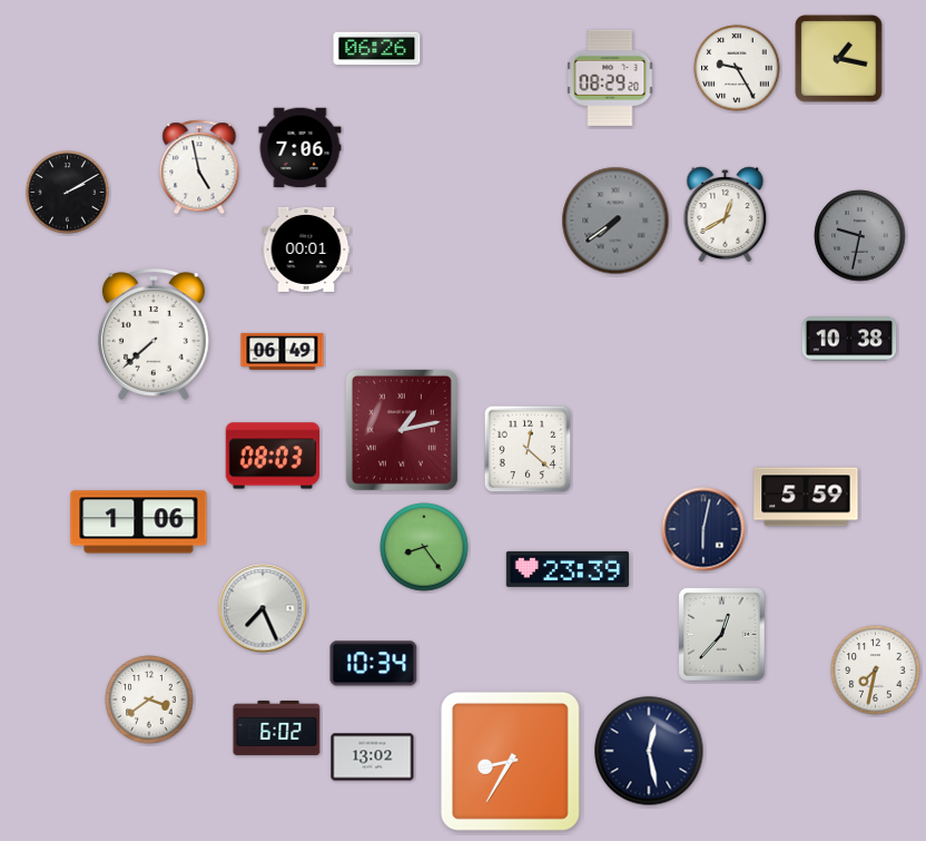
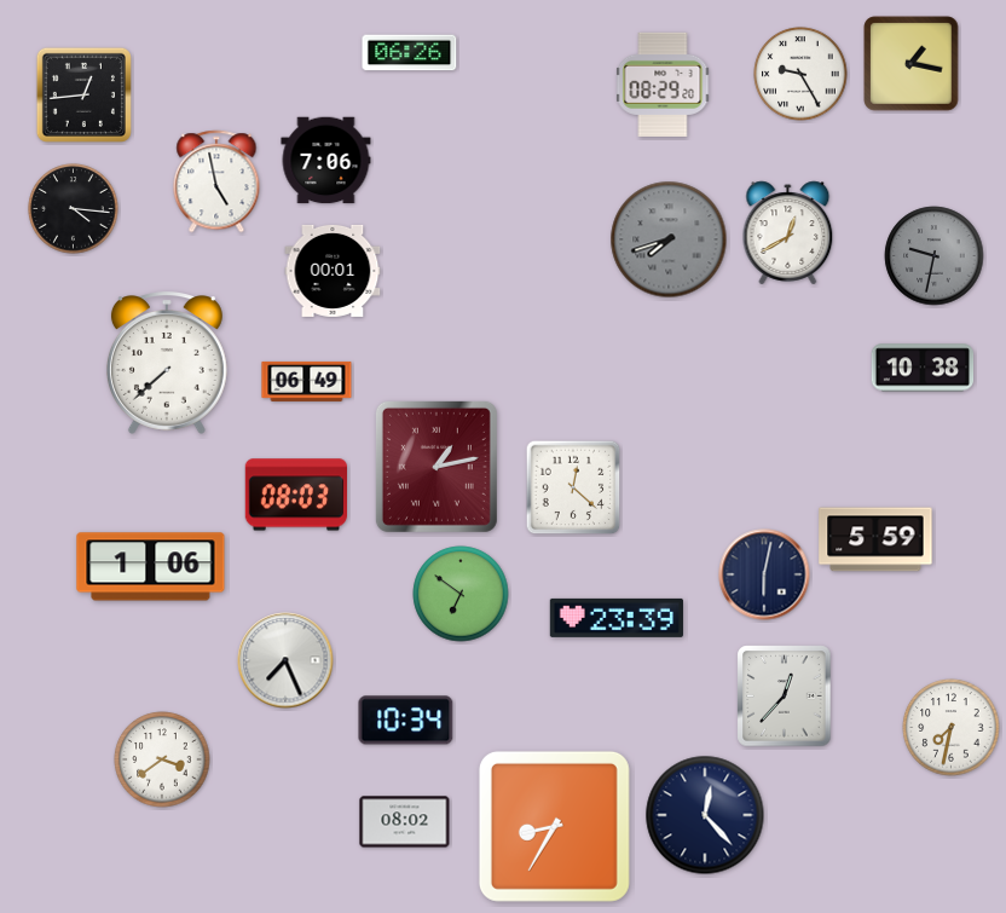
clock at (83, 94): none -> 12:44
clock at (68, 193): 2:10 -> 4:16
clock at (615, 221): 7:39 -> 7:42
clock at (424, 547): 8:24 -> 6:51
clock at (722, 635) position: (722, 635) -> (785, 697)
clock at (277, 727): 6:02 -> none
clock at (649, 751): 12:28 -> 12:23
clock at (373, 757): 13:02 -> 08:02
